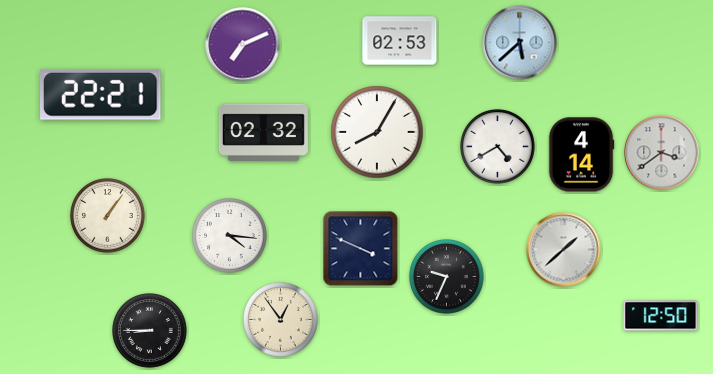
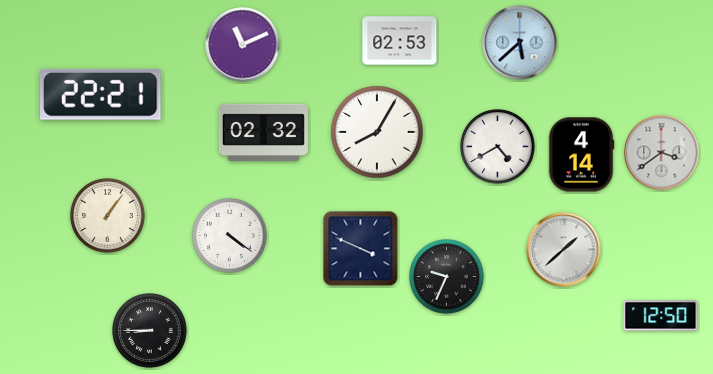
clock at (243, 45): 7:11 -> 11:11
clock at (230, 236): 4:16 -> 4:21
clock at (281, 320): 12:54 -> none
